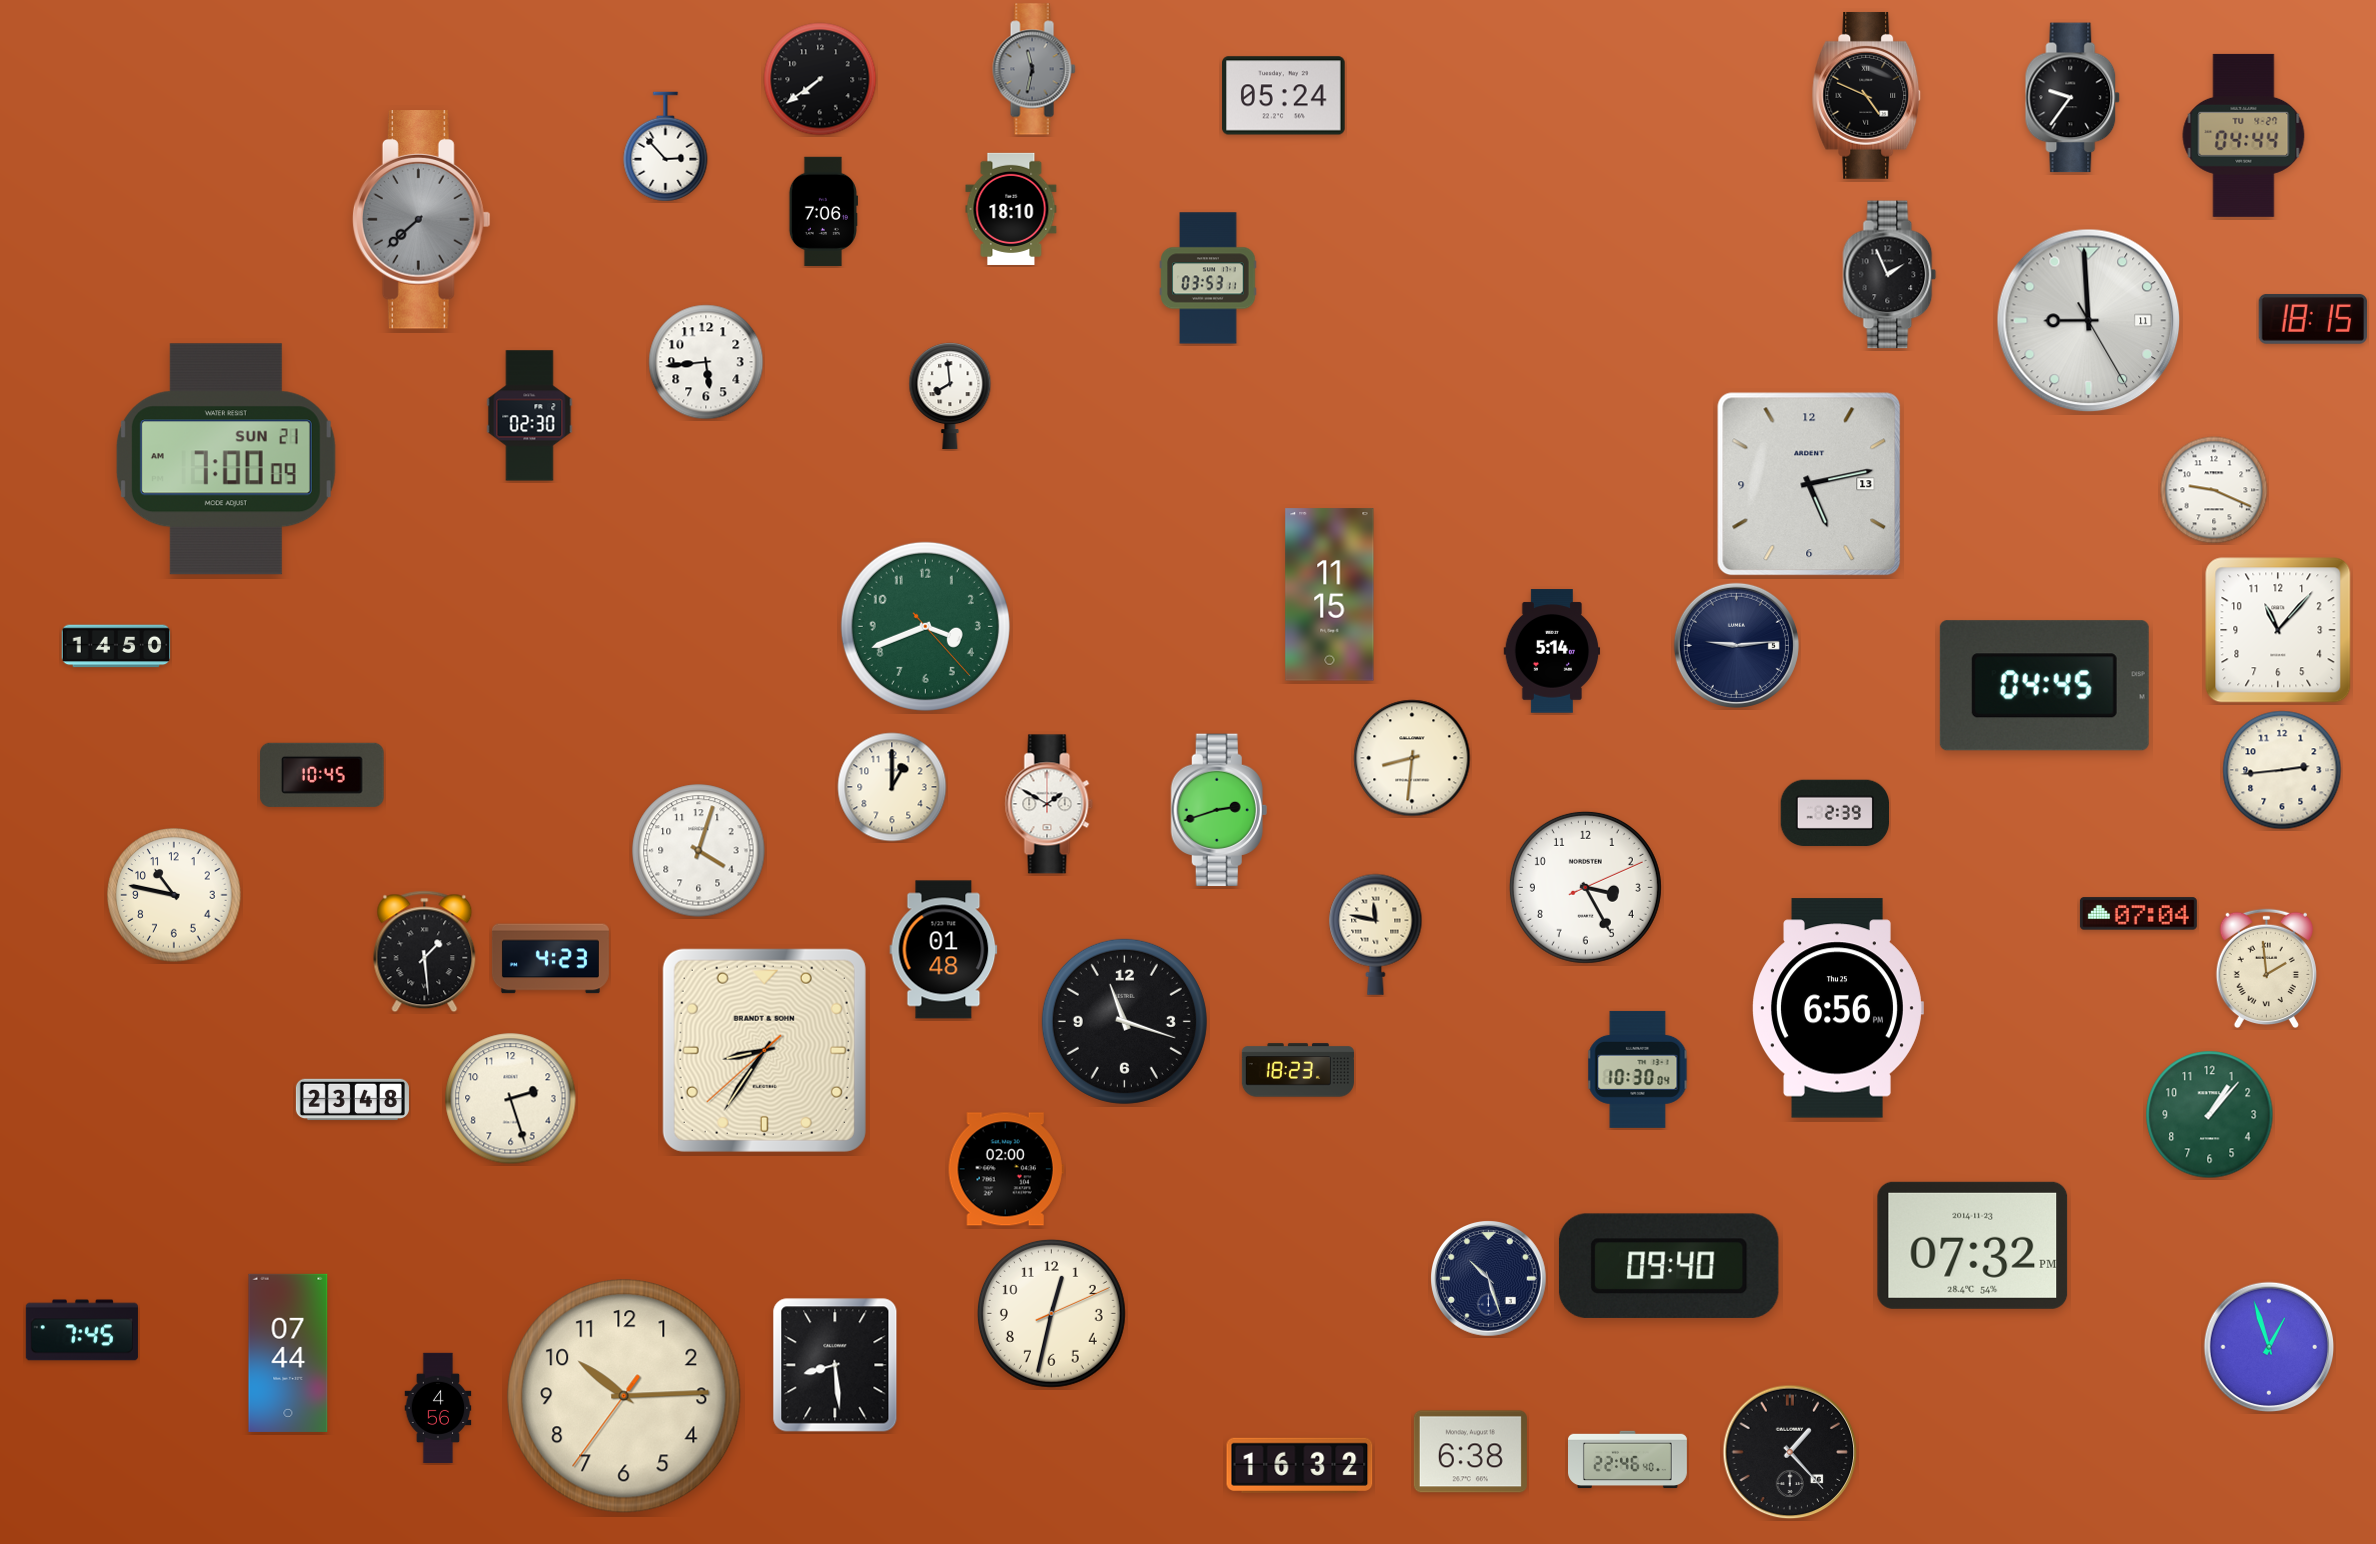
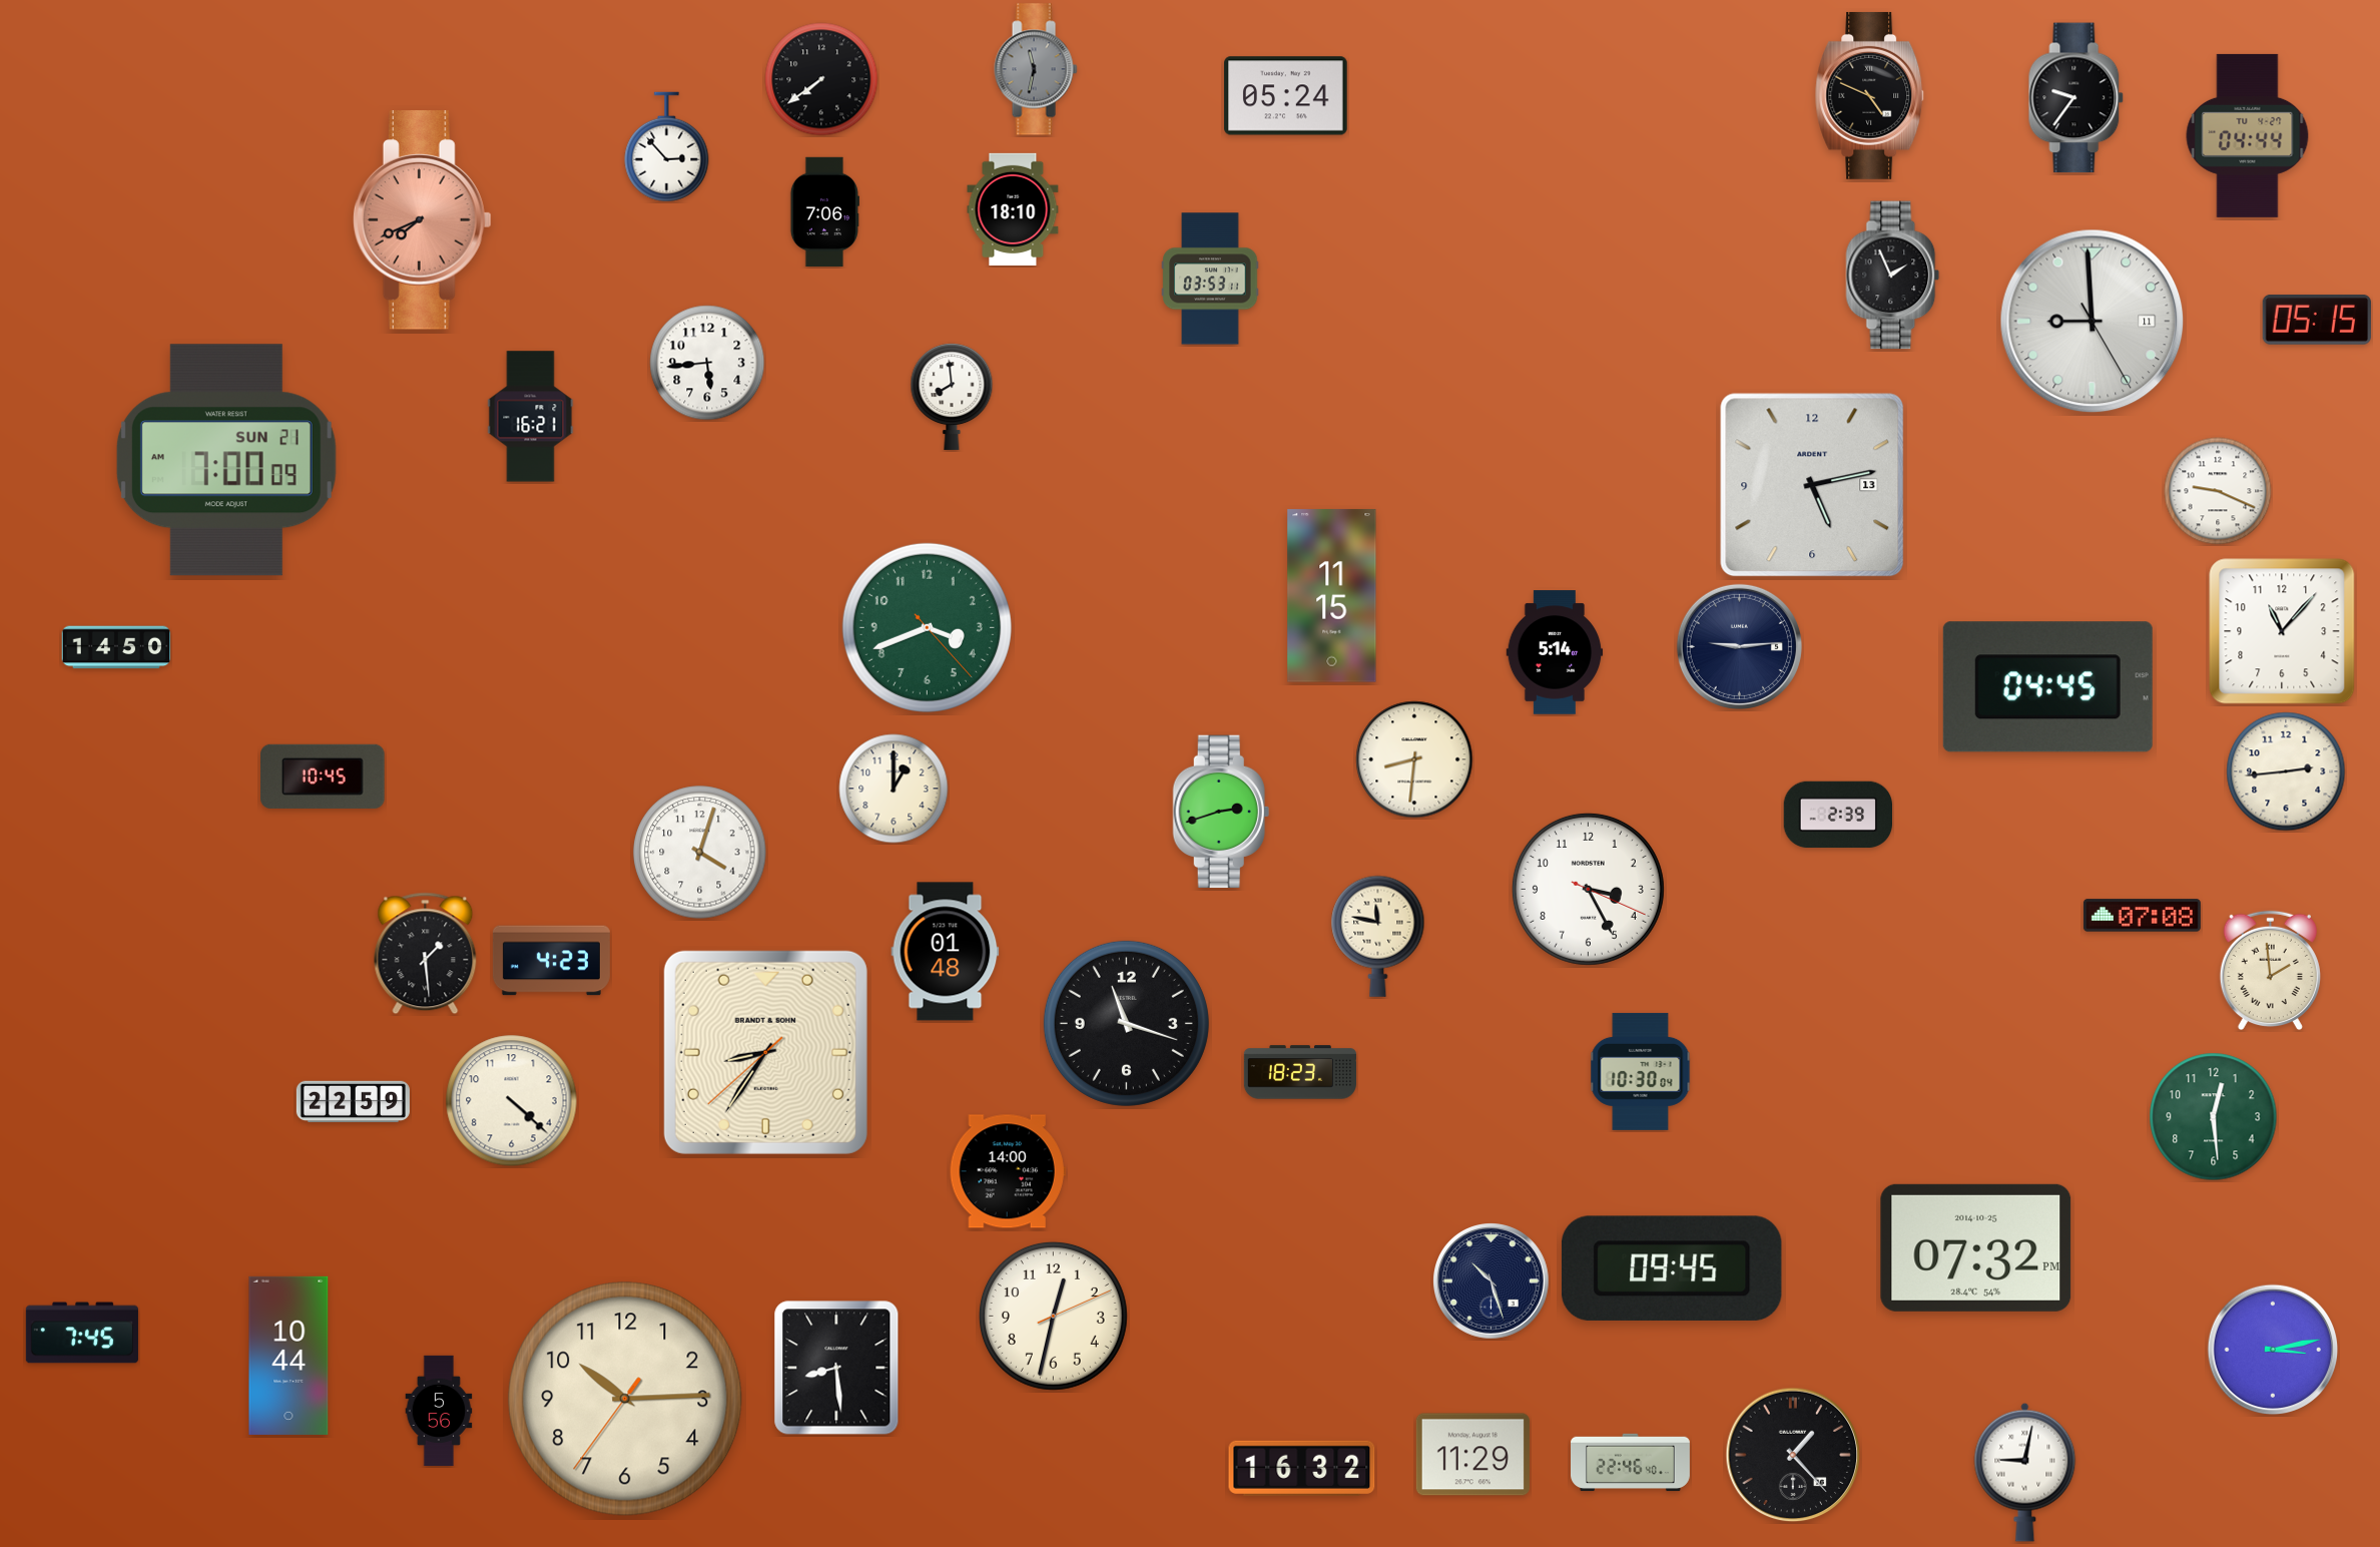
clock at (421, 220): 7:38 -> 7:41
clock at (421, 220) dial: grey -> salmon
clock at (2312, 320): 18:15 -> 05:15
clock at (530, 416): 02:30 -> 16:21
clock at (1049, 804): 1:50 -> none
clock at (1585, 887): 3:25:11 -> 3:25:19
clock at (174, 895): 10:47 -> none
clock at (2138, 914): 07:04 -> 07:08
clock at (1838, 1008): 6:56 -> none
clock at (511, 1099): 2:27 -> 4:22
clock at (352, 1100): 23:48 -> 22:59
clock at (2210, 1115): 1:07 -> 12:29
clock at (1006, 1169): 02:00 -> 14:00
clock at (1973, 1245) date: 2014-11-23 -> 2014-10-25
clock at (1669, 1266): 09:40 -> 09:45
clock at (2269, 1347): 12:57 -> 3:13
clock at (288, 1353): 07:44 -> 10:44
clock at (438, 1408): 4:56 -> 5:56
clock at (1470, 1452): 6:38 -> 11:29
clock at (2025, 1472): none -> 9:02
